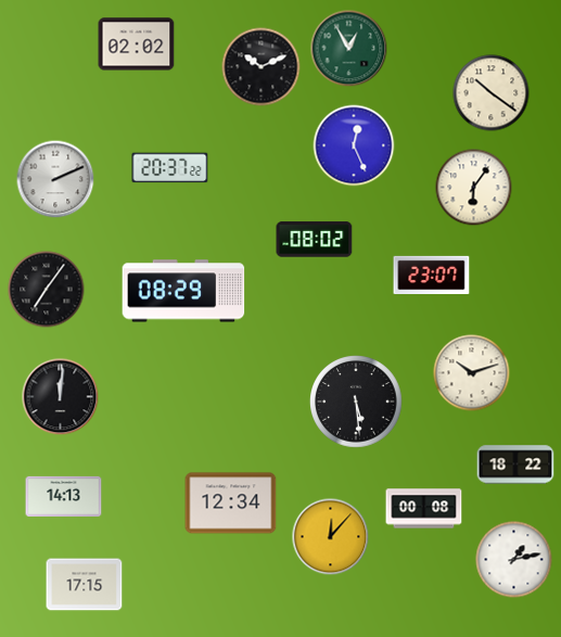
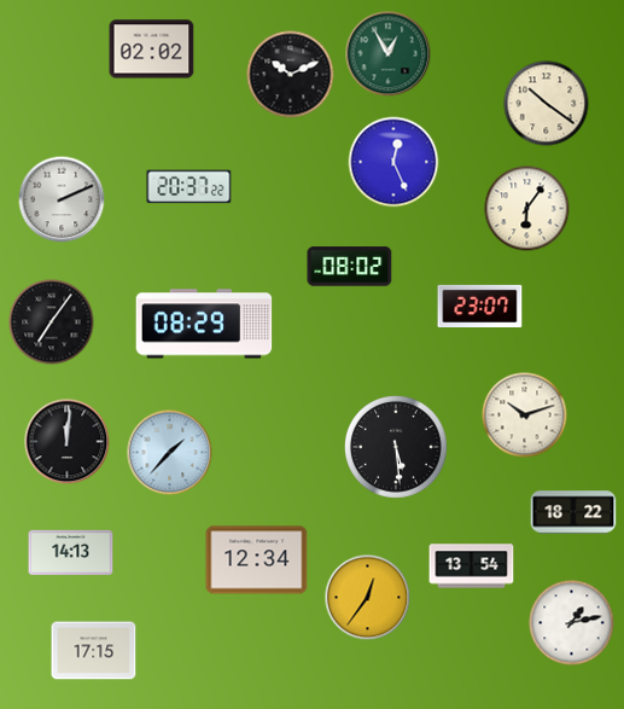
clock at (170, 453): none -> 1:37
clock at (515, 464) position: (515, 464) -> (573, 512)
clock at (424, 509): 00:08 -> 13:54
clock at (331, 537): 12:07 -> 12:36
